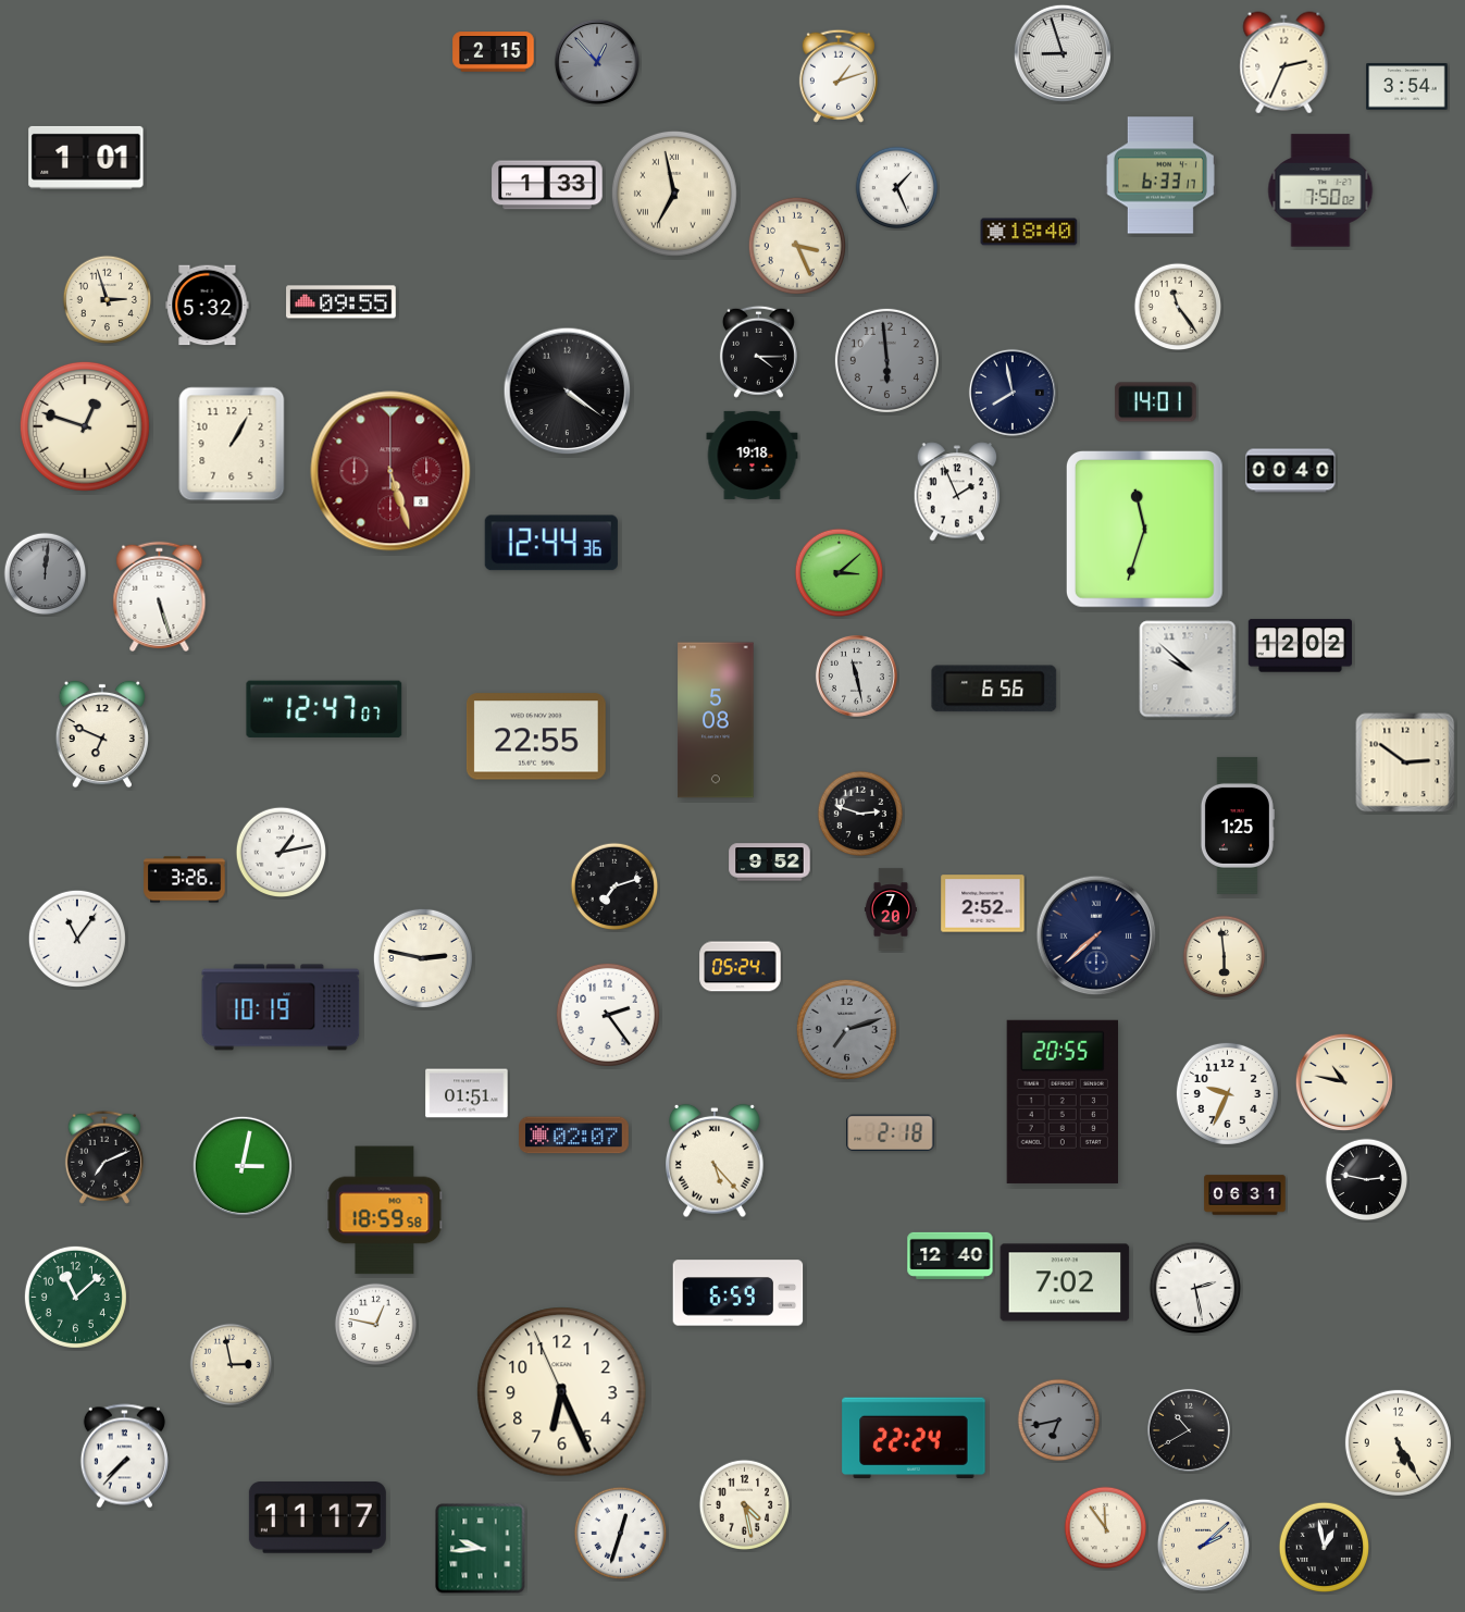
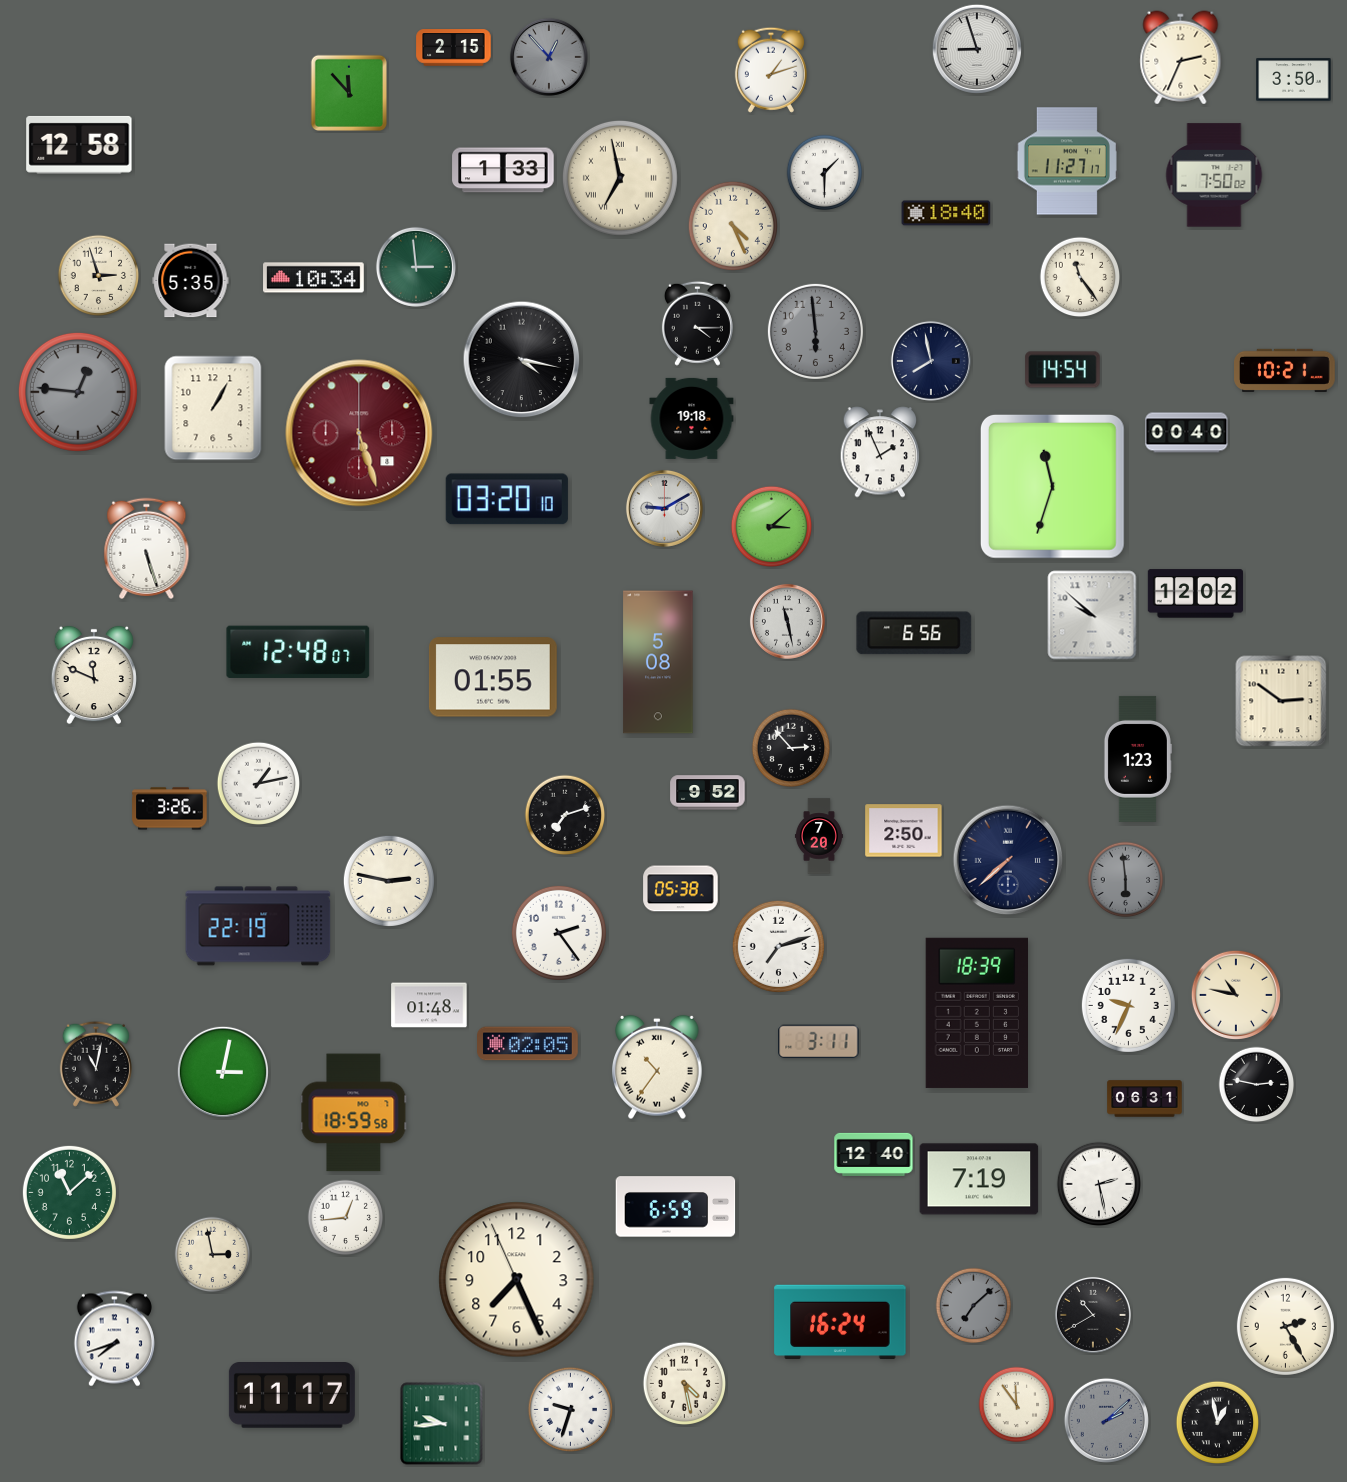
clock at (1407, 87): 3:54 -> 3:50
clock at (348, 92): none -> 11:53
clock at (86, 158): 1:01 -> 12:58
clock at (1160, 175): 6:33 -> 11:27
clock at (897, 188): 1:26 -> 1:30
clock at (797, 246): 3:26 -> 4:26
clock at (416, 267): none -> 2:59
clock at (342, 302): 09:55 -> 10:34
clock at (208, 306): 5:32 -> 5:35
clock at (1178, 307) position: (1178, 307) -> (1080, 277)
clock at (568, 392): 4:21 -> 4:17
clock at (1156, 402): 14:01 -> 14:54
clock at (1285, 370): none -> 10:21
clock at (85, 426): 12:48 -> 12:46
clock at (85, 426) dial: cream -> grey
clock at (551, 543): 12:44 -> 03:20
clock at (664, 508): none -> 9:10
clock at (46, 574): 12:01 -> none
clock at (324, 709): 12:47 -> 12:48
clock at (102, 734): 6:49 -> 11:49
clock at (536, 736): 22:55 -> 01:55
clock at (1405, 762) position: (1405, 762) -> (1281, 701)
clock at (860, 814): 2:48 -> 2:53
clock at (1237, 826): 1:25 -> 1:23
clock at (983, 904): 2:52 -> 2:50
clock at (77, 939): 11:06 -> none
clock at (1225, 957) dial: cream -> grey
clock at (741, 967): 05:24 -> 05:38
clock at (281, 1007): 10:19 -> 22:19
clock at (846, 1029) dial: grey -> white
clock at (467, 1093): 01:51 -> 01:48
clock at (1061, 1102): 20:55 -> 18:39
clock at (891, 1133): 2:18 -> 3:11
clock at (574, 1136): 02:07 -> 02:05
clock at (104, 1157): 7:11 -> 11:02
clock at (716, 1161): 5:23 -> 10:36
clock at (1065, 1282): 7:02 -> 7:19
clock at (738, 1293) position: (738, 1293) -> (676, 1207)
clock at (376, 1325): 12:47 -> 12:44
clock at (562, 1392): 6:25 -> 7:25
clock at (1059, 1421): 6:43 -> 7:08
clock at (914, 1438): 22:24 -> 16:24
clock at (1398, 1442): 5:25 -> 2:25
clock at (124, 1456): 7:37 -> 7:42
clock at (620, 1533): 12:33 -> 9:33
clock at (1203, 1545) dial: cream -> grey
